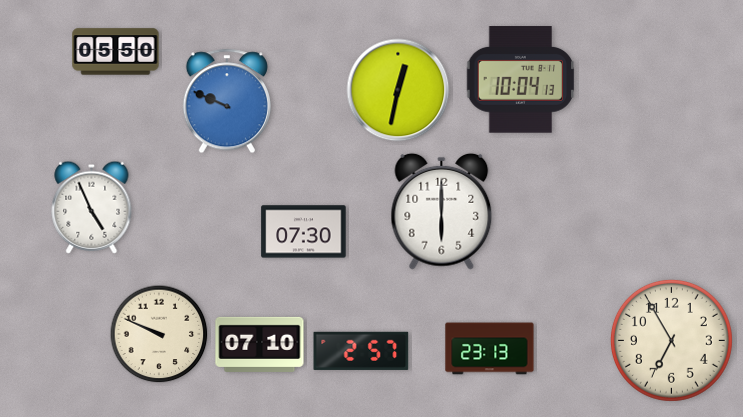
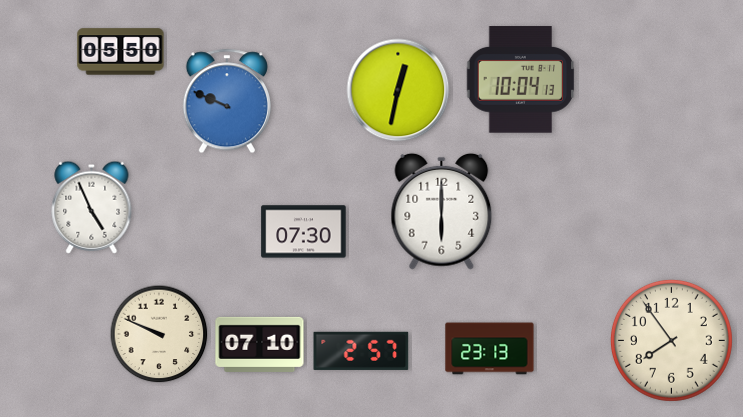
clock at (116, 52) position: (116, 52) -> (121, 52)
clock at (671, 340): 6:55 -> 7:54
